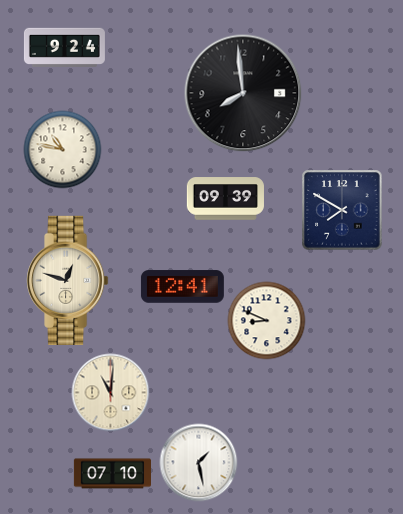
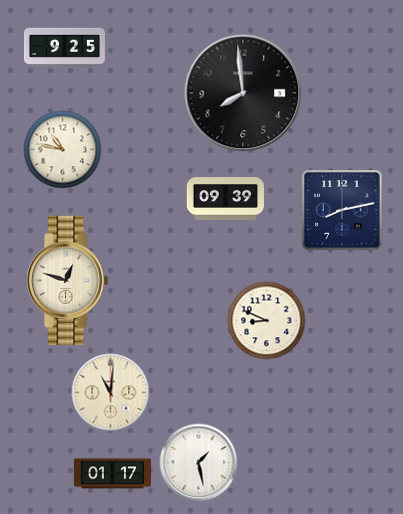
clock at (64, 47): 9:24 -> 9:25
clock at (342, 210): 7:50 -> 8:13
clock at (182, 287): 12:41 -> none
clock at (112, 474): 07:10 -> 01:17
